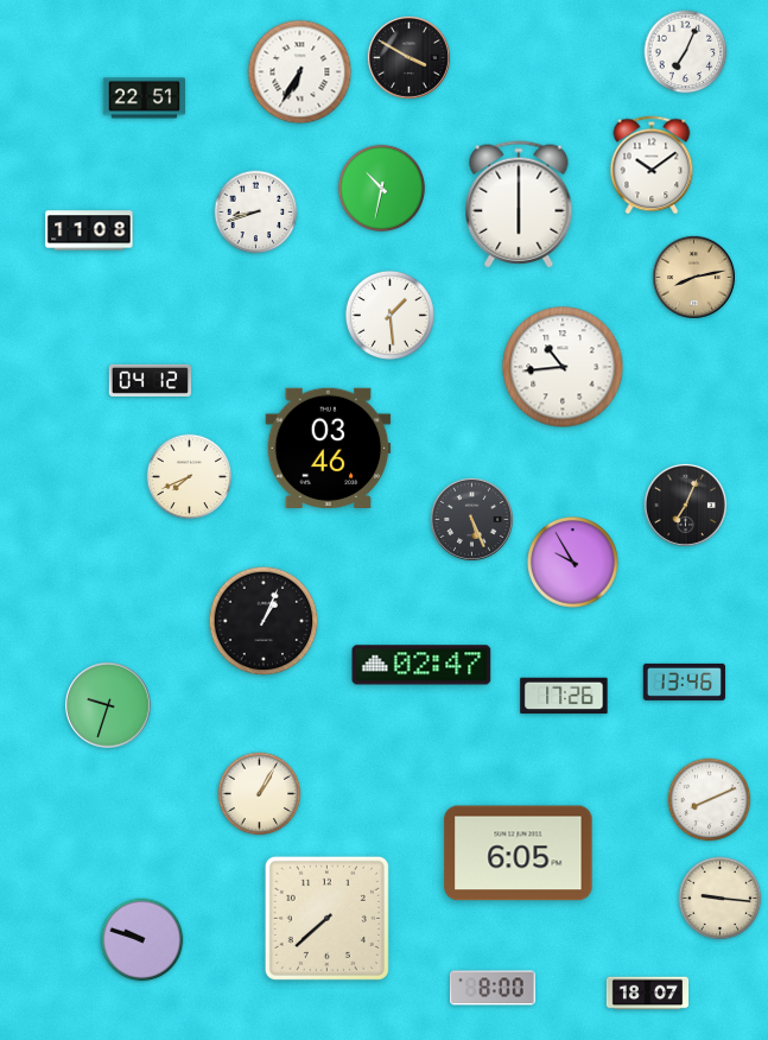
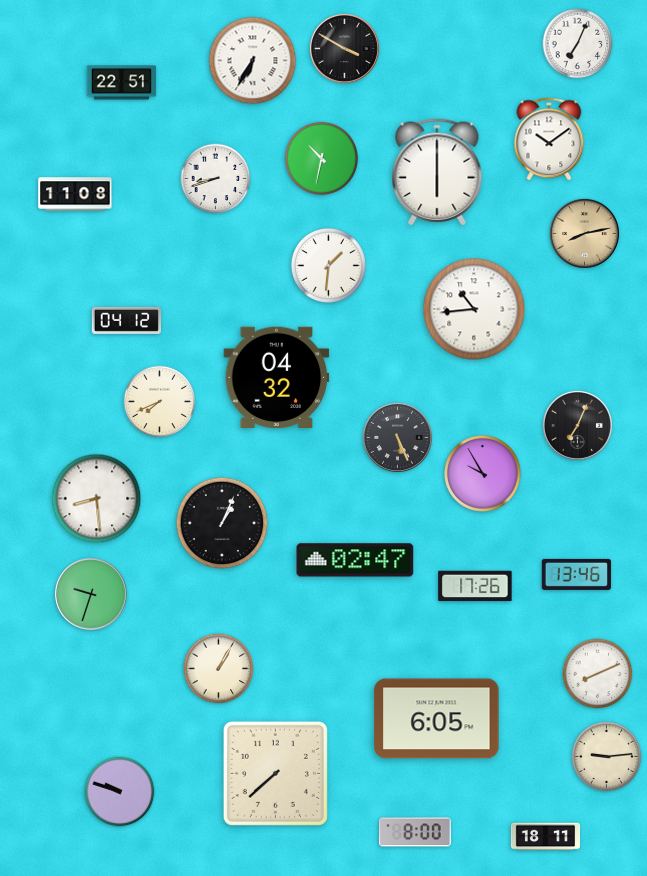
clock at (389, 315): 1:29 -> 1:31
clock at (329, 448): 03:46 -> 04:32
clock at (97, 499): none -> 8:29
clock at (721, 899): 9:16 -> 9:14
clock at (648, 994): 18:07 -> 18:11
